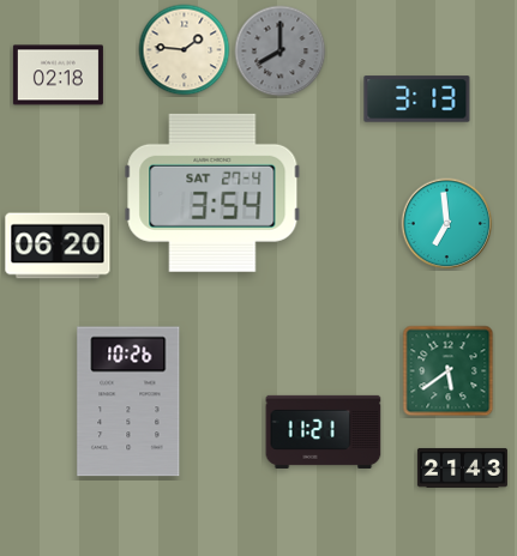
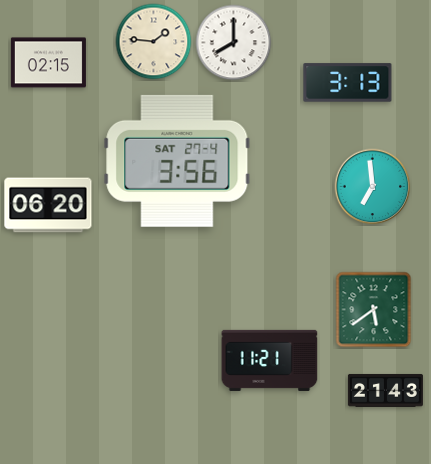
clock at (281, 52) dial: grey -> white
clock at (58, 75): 02:18 -> 02:15
clock at (212, 193): 3:54 -> 3:56
clock at (128, 401): 10:26 -> none
